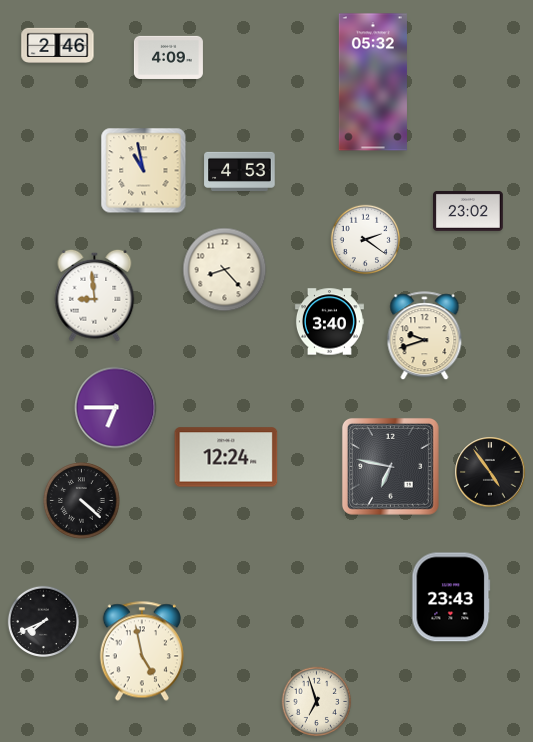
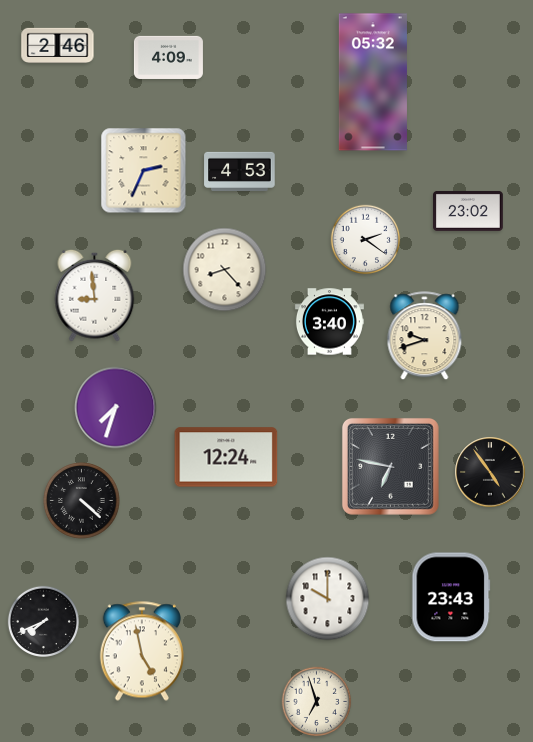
clock at (144, 171): 10:58 -> 2:34
clock at (116, 408): 6:45 -> 7:33
clock at (328, 599): none -> 10:00
